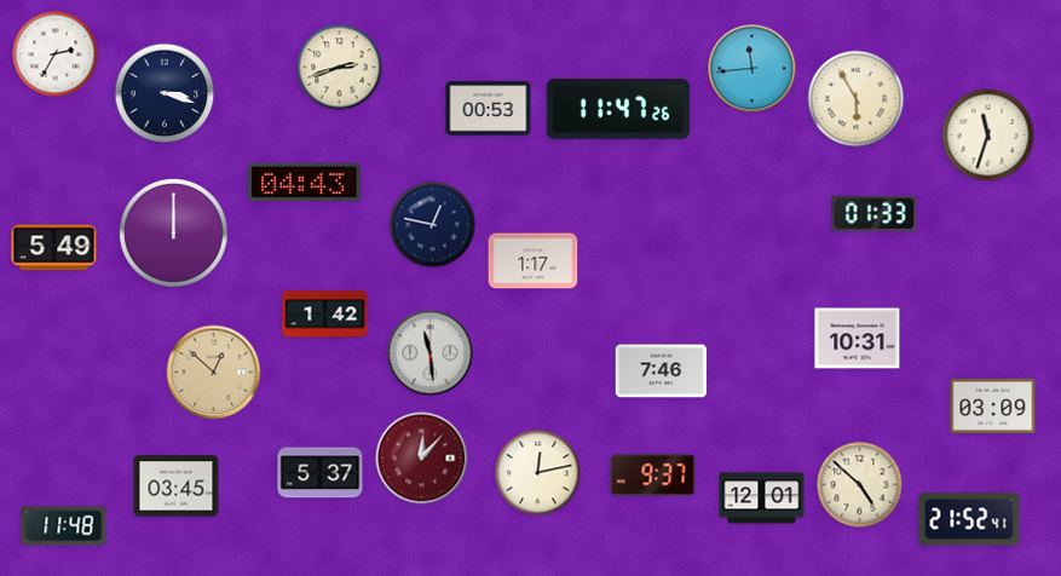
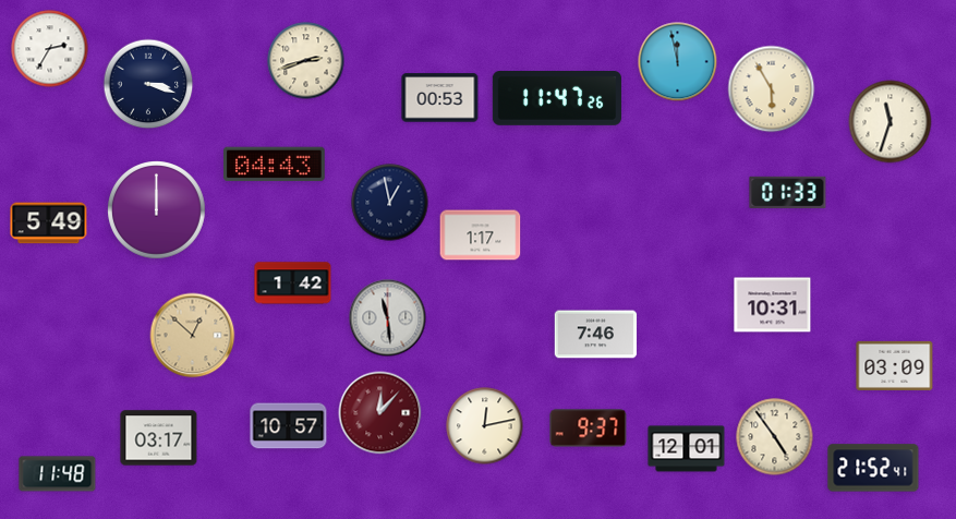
clock at (752, 69): 11:44 -> 11:58
clock at (433, 225): 12:47 -> 12:58
clock at (321, 473): 5:37 -> 10:57
clock at (860, 485): 4:52 -> 4:54
clock at (177, 486): 03:45 -> 03:17
